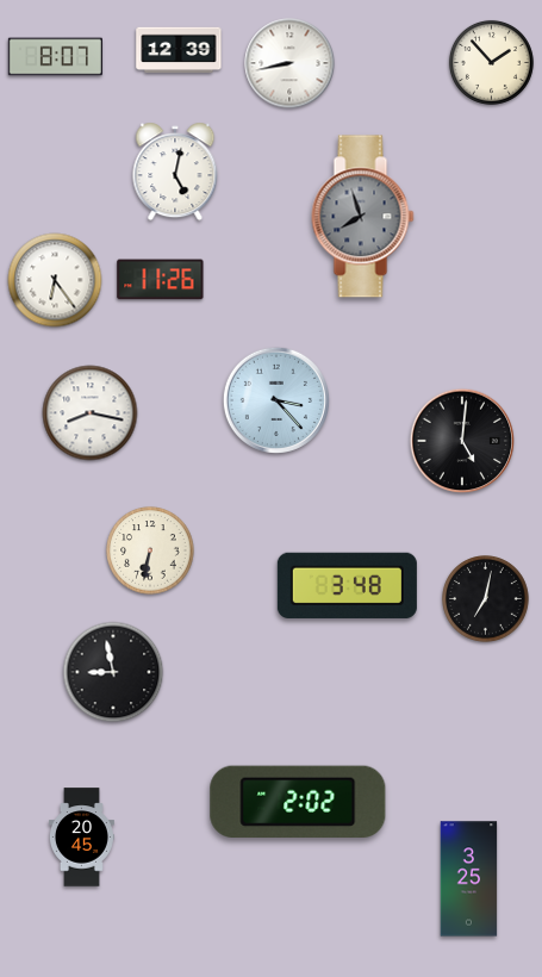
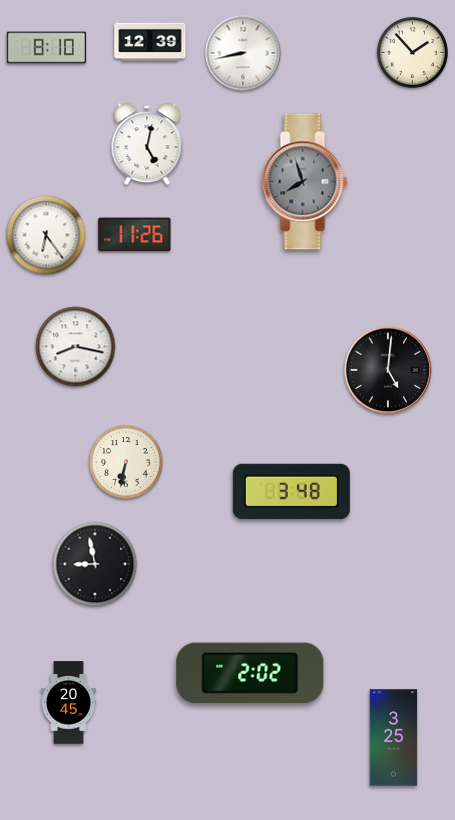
clock at (55, 57): 8:07 -> 8:10
clock at (276, 400): 3:23 -> none
clock at (486, 599): 7:02 -> none
